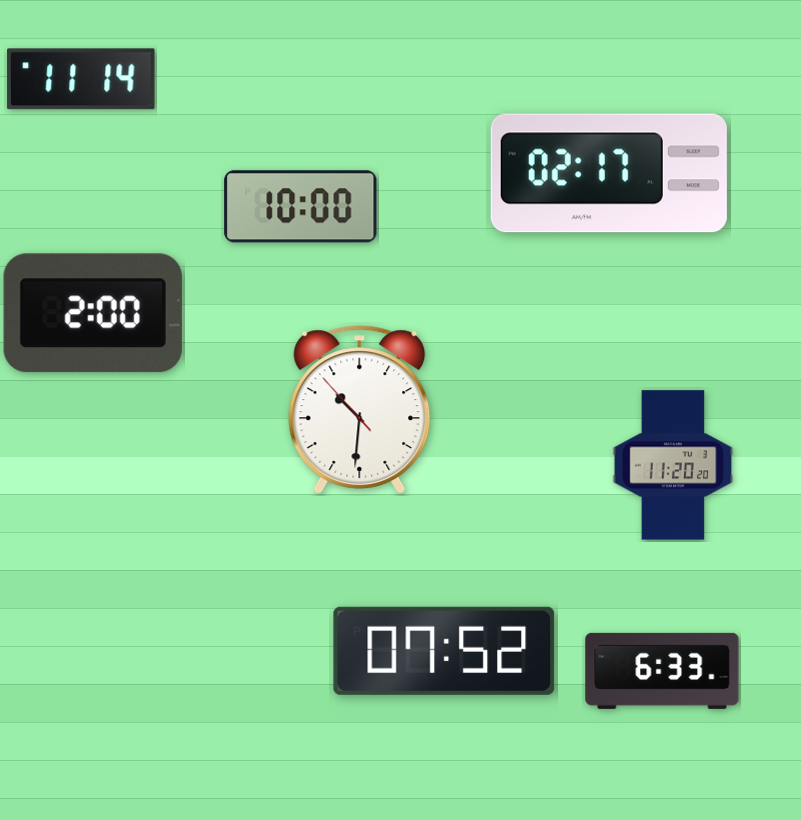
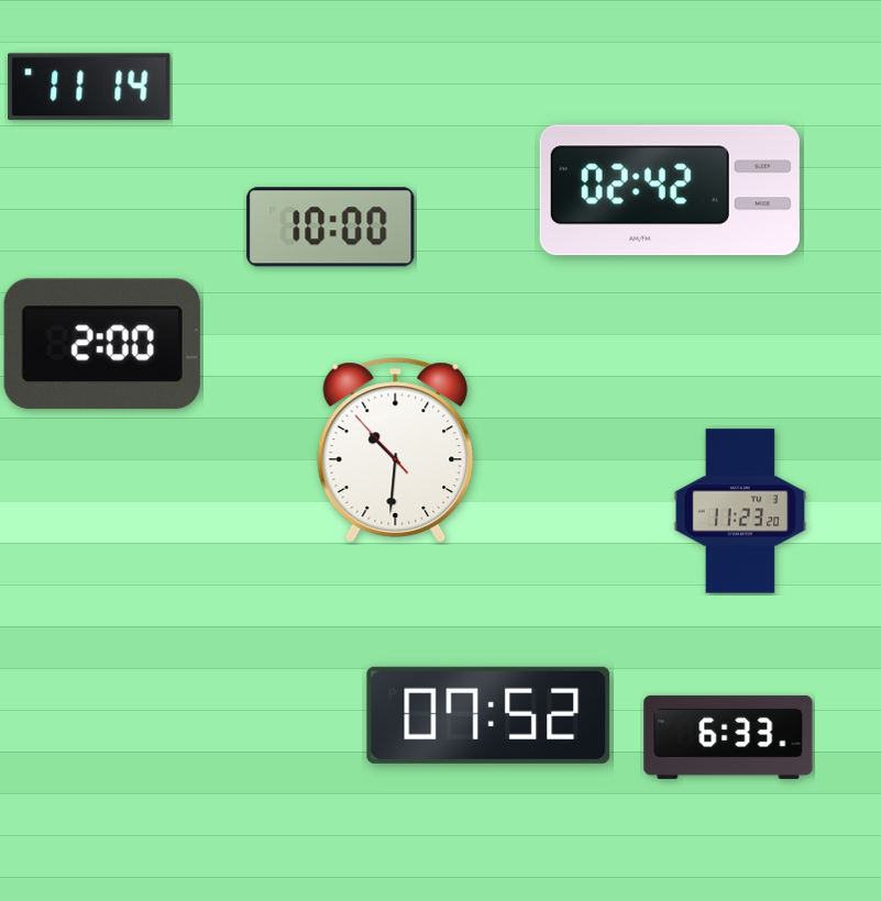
clock at (609, 173): 02:17 -> 02:42
clock at (673, 465): 11:20 -> 11:23
